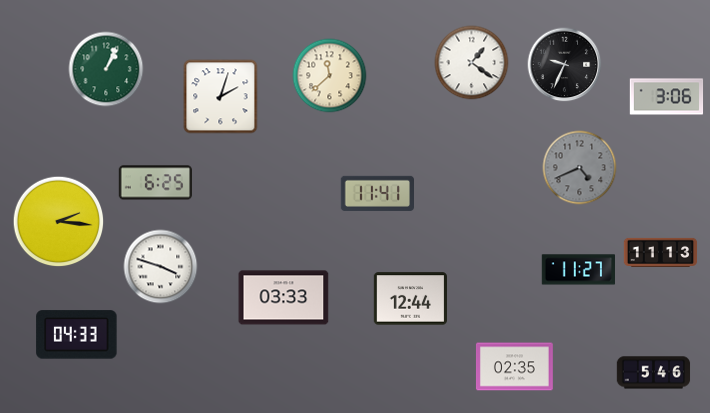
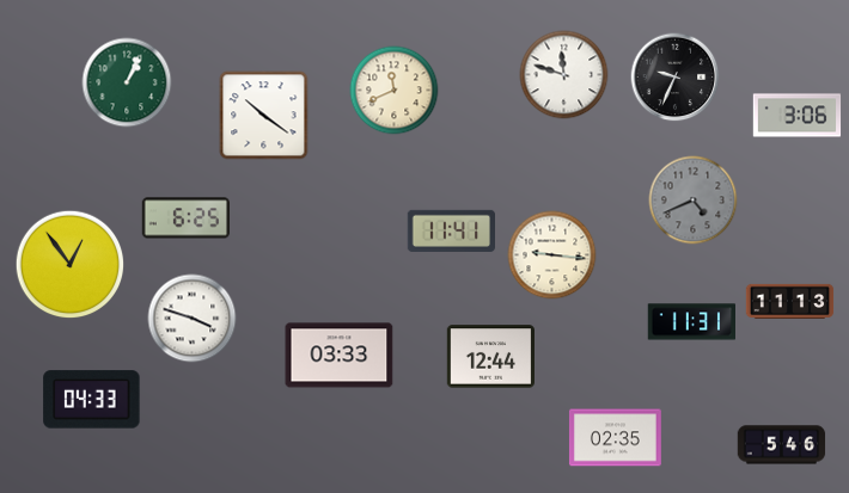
clock at (472, 63): 1:21 -> 11:48
clock at (330, 76): 11:38 -> 11:41
clock at (221, 97): 2:03 -> 10:21
clock at (552, 255): none -> 9:16
clock at (59, 222): 2:16 -> 12:54
clock at (578, 270): 11:27 -> 11:31
